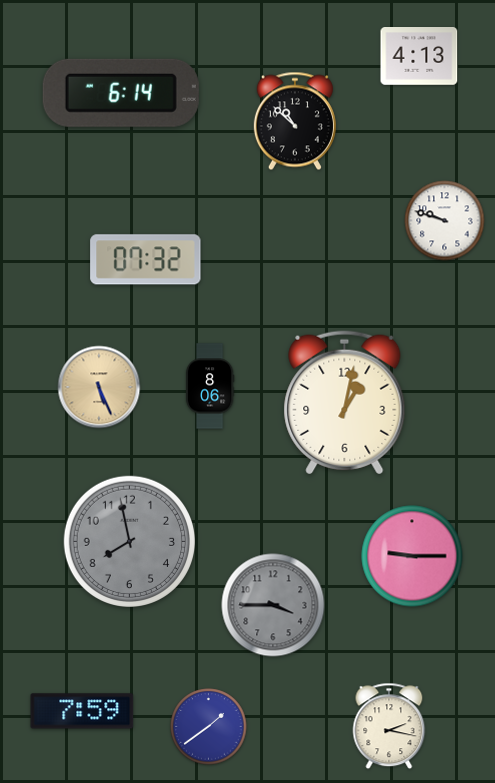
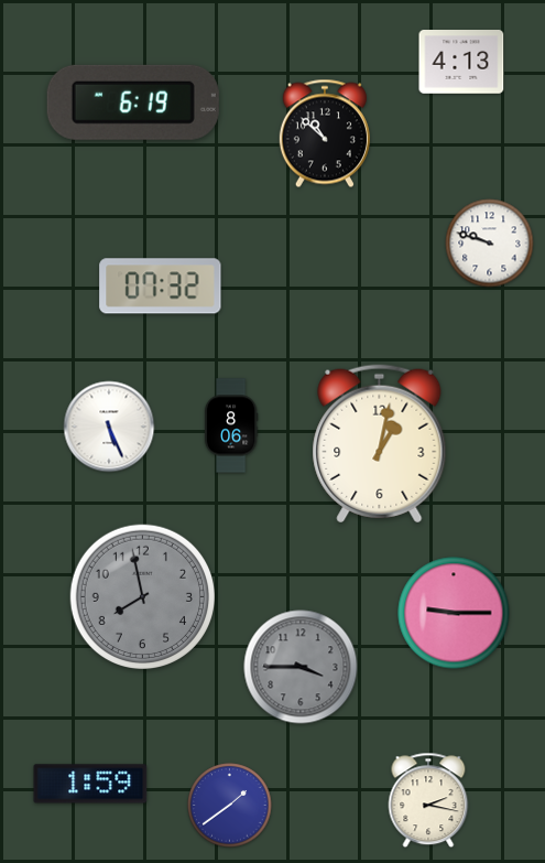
clock at (121, 93): 6:14 -> 6:19
clock at (99, 387) dial: champagne -> white
clock at (82, 711): 7:59 -> 1:59
clock at (209, 727) position: (209, 727) -> (230, 806)
